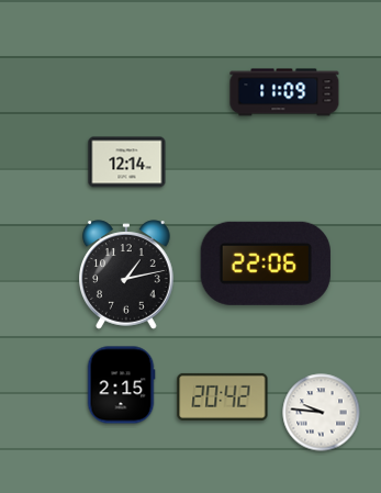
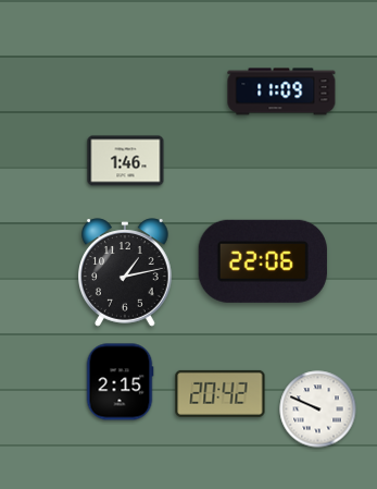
clock at (127, 163): 12:14 -> 1:46
clock at (322, 413): 9:46 -> 9:49
